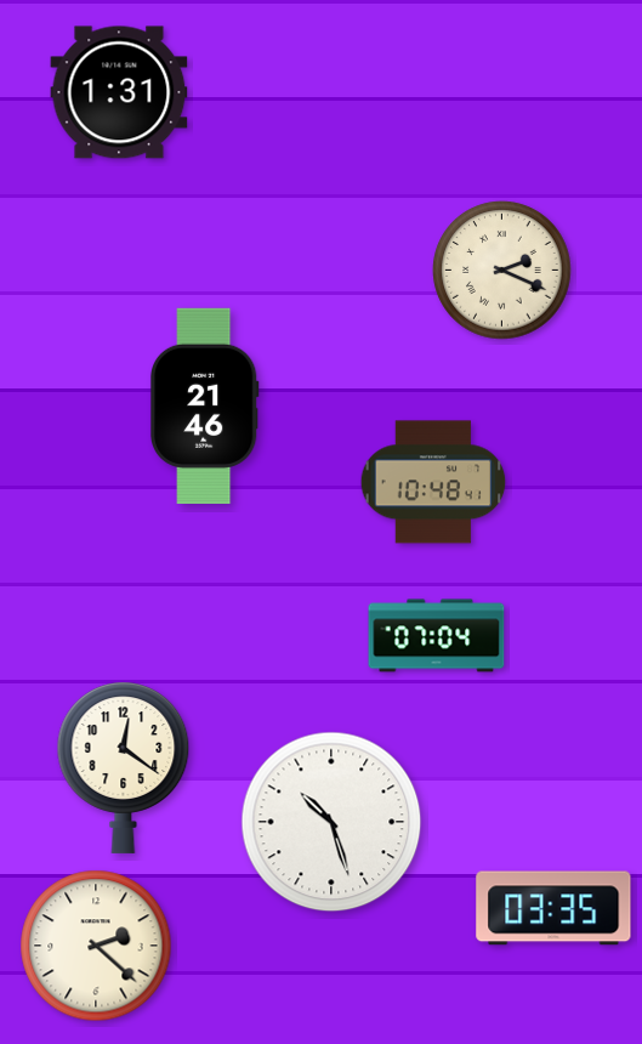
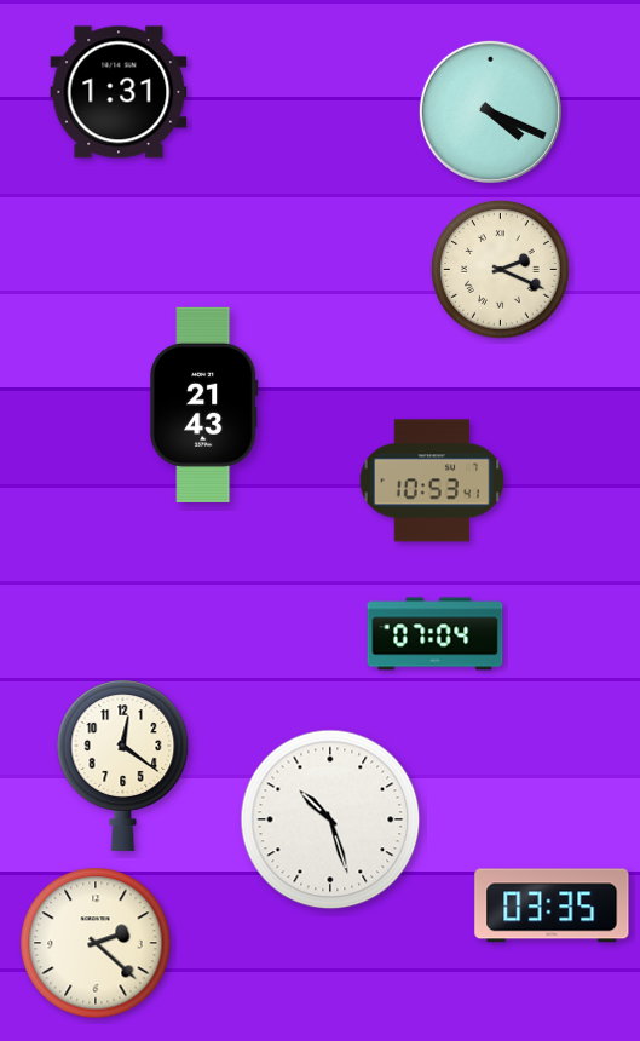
clock at (490, 111): none -> 4:19
clock at (204, 405): 21:46 -> 21:43
clock at (433, 482): 10:48 -> 10:53
